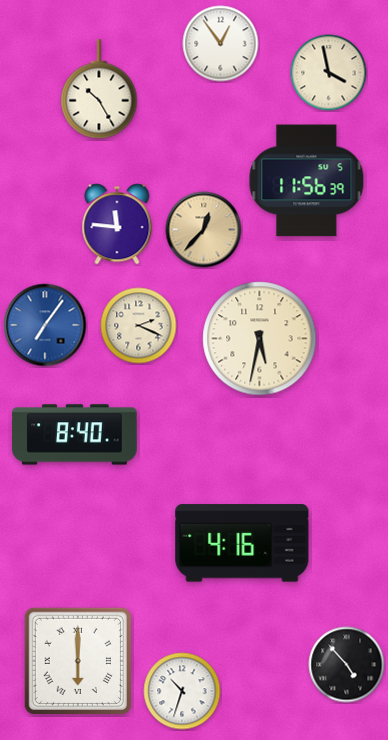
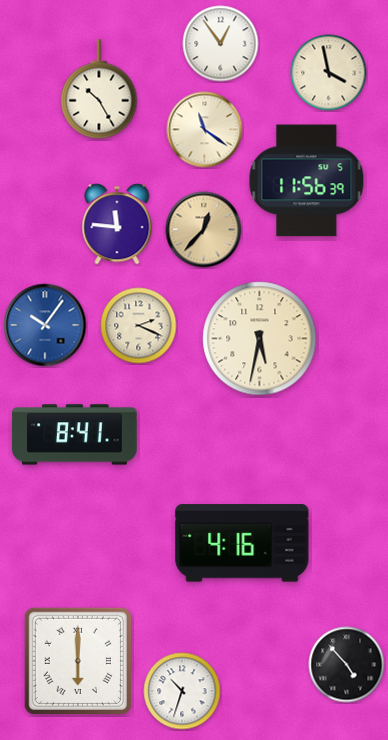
clock at (205, 130): none -> 11:21
clock at (45, 325): 7:06 -> 10:06
clock at (75, 435): 8:40 -> 8:41
